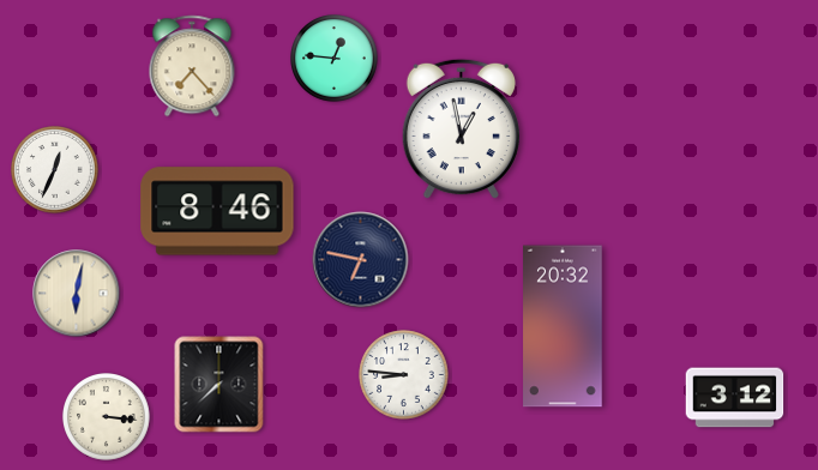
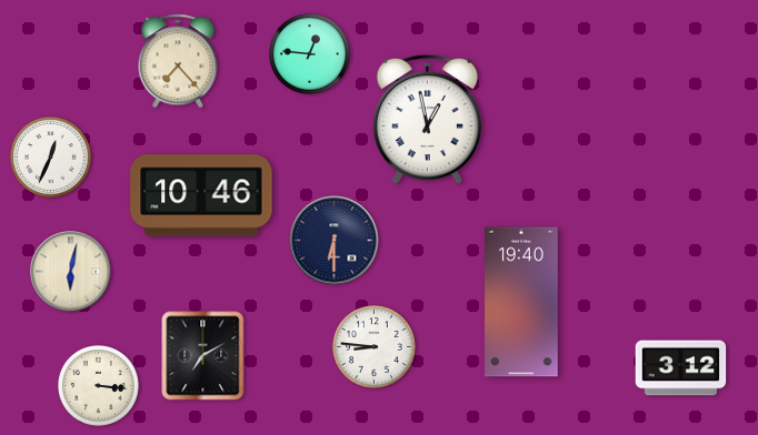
clock at (217, 211): 8:46 -> 10:46
clock at (361, 260): 6:47 -> 6:30
clock at (563, 326): 20:32 -> 19:40
clock at (219, 385): 7:38 -> 7:10
